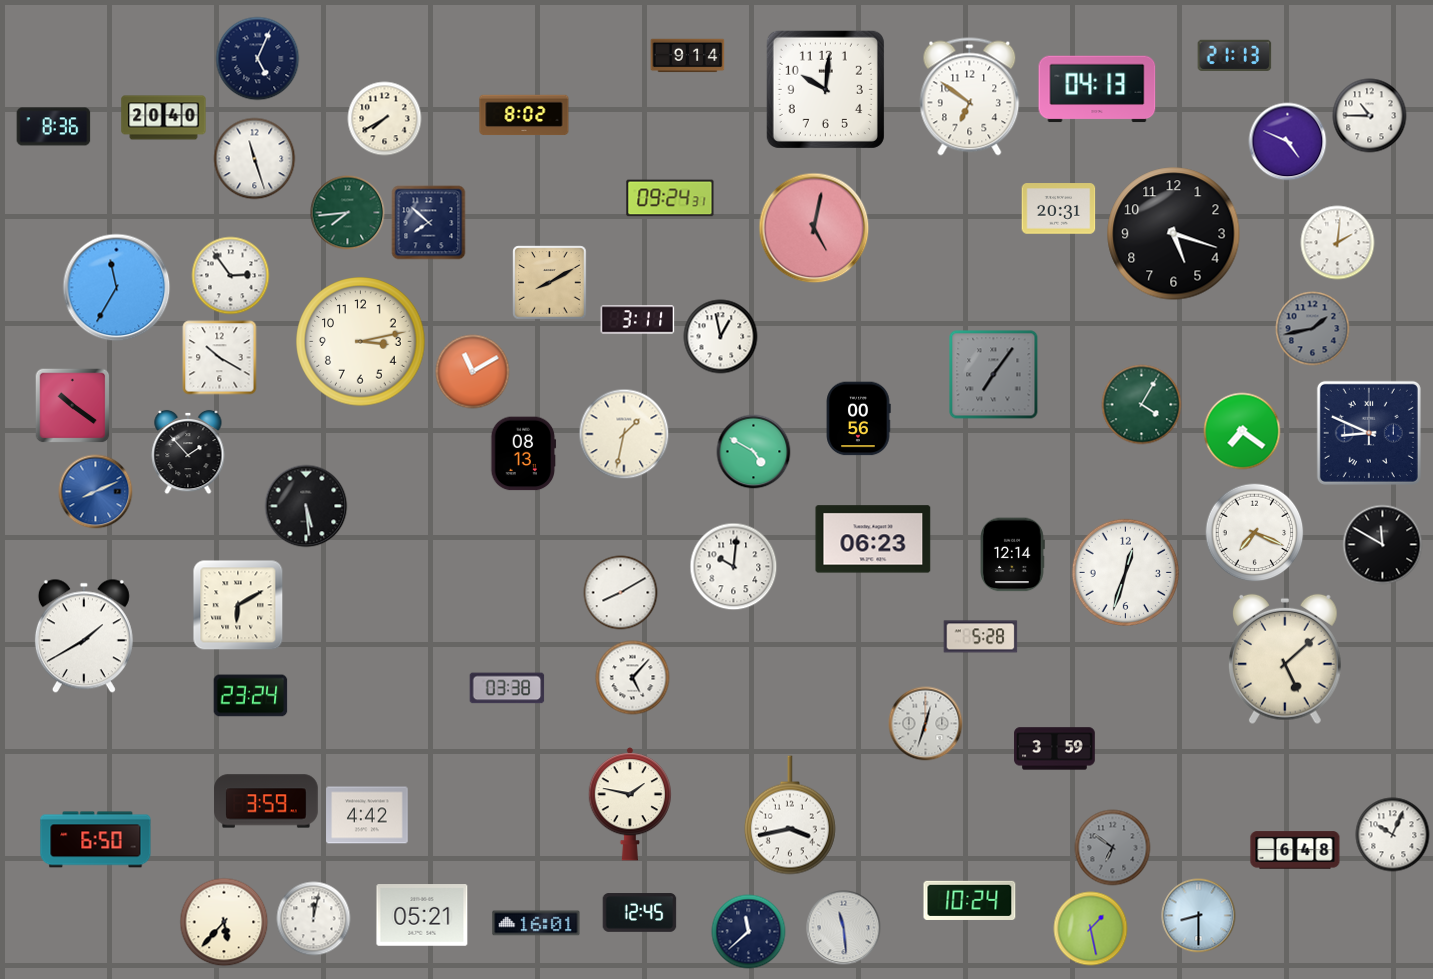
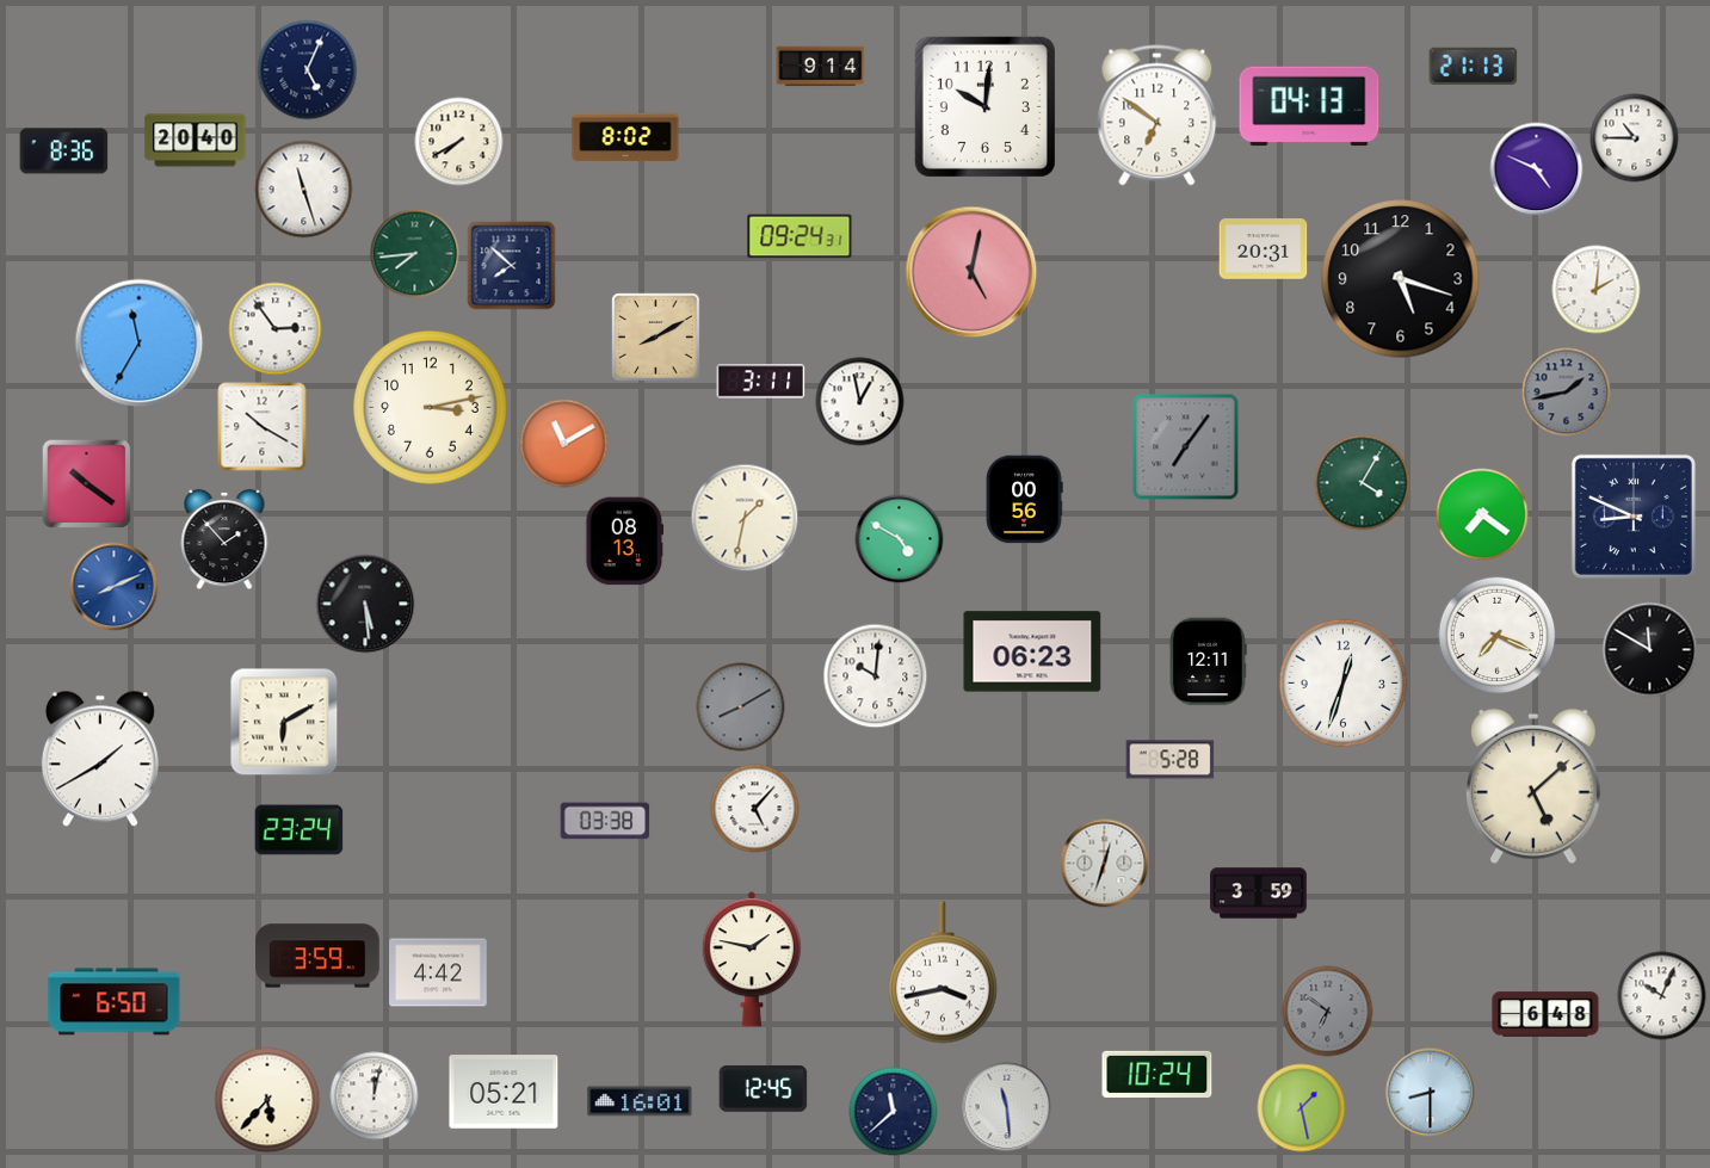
clock at (873, 539) position: (873, 539) -> (1032, 651)
clock at (1012, 555): 12:14 -> 12:11
clock at (621, 593) dial: white -> grey
